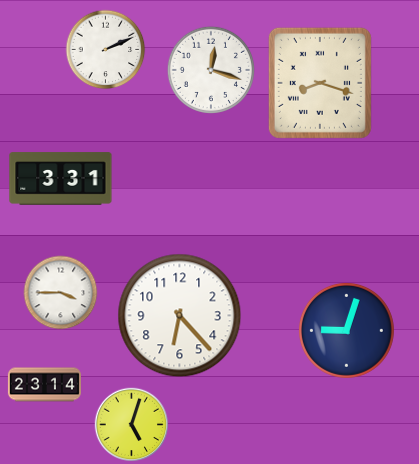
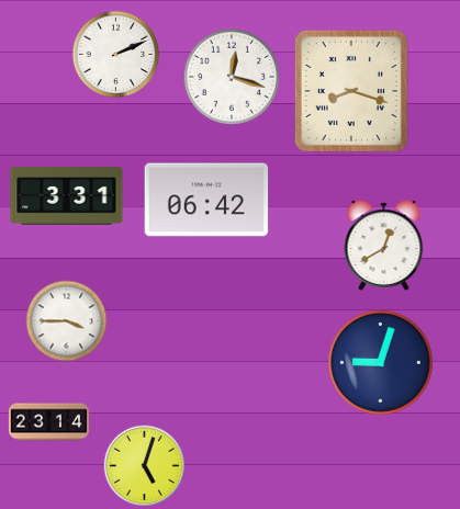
clock at (206, 200): none -> 06:42
clock at (384, 246): none -> 12:40
clock at (180, 316): 6:23 -> none
